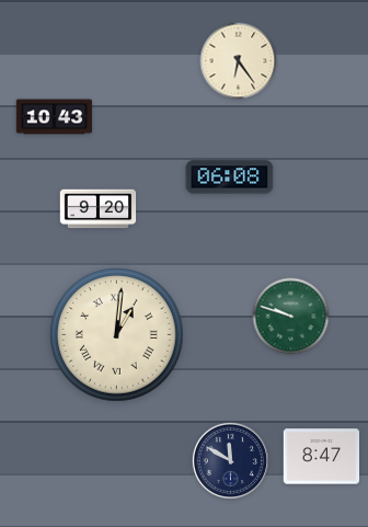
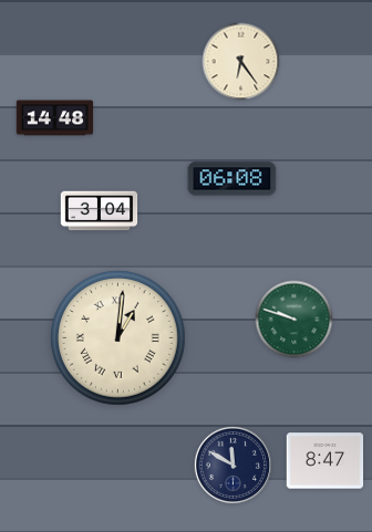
clock at (55, 117): 10:43 -> 14:48
clock at (99, 209): 9:20 -> 3:04
